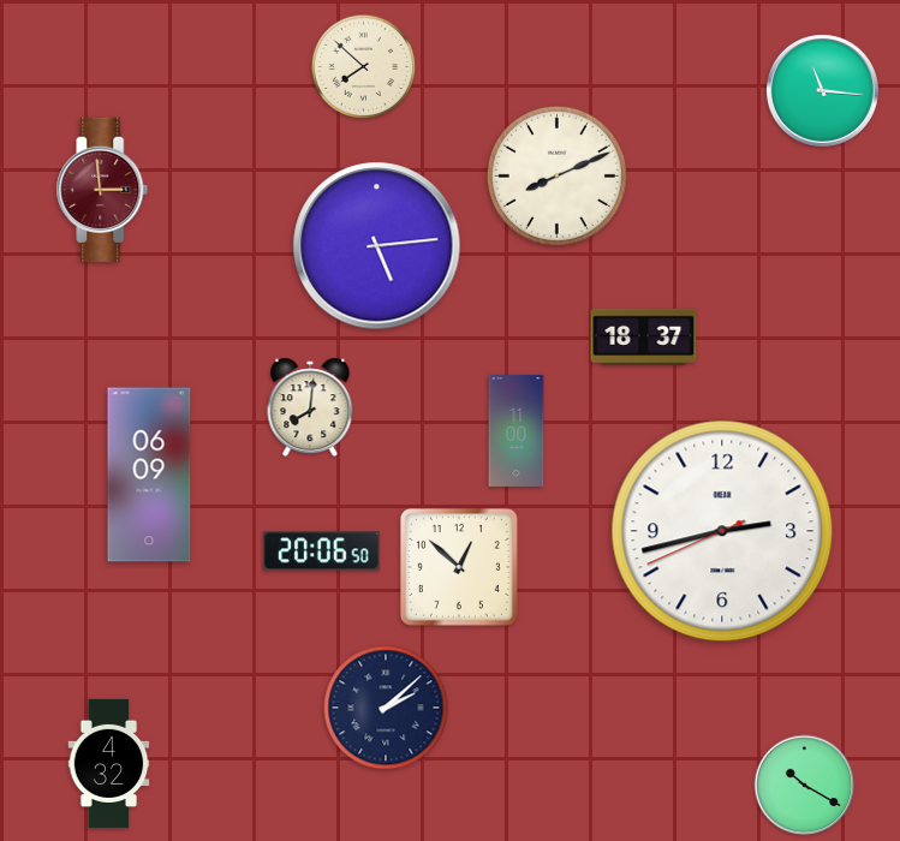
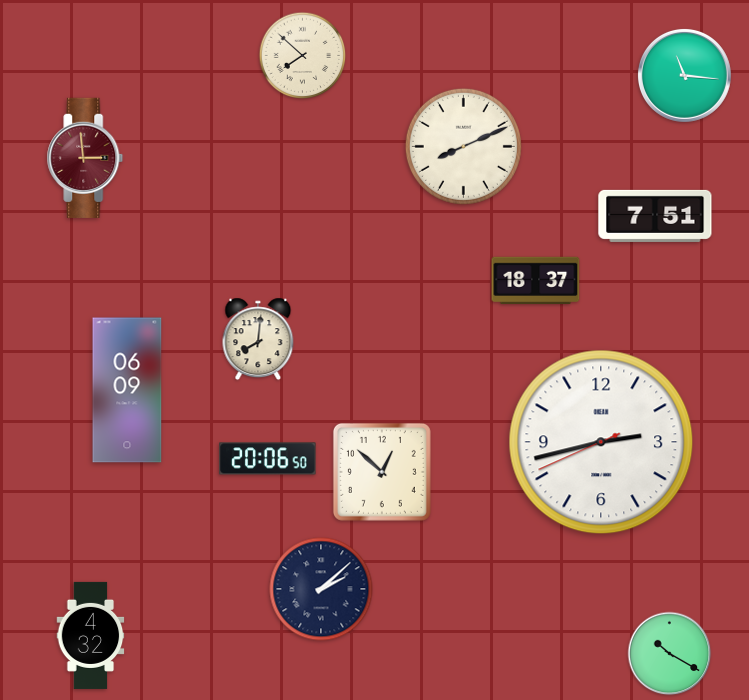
clock at (377, 246): 5:14 -> none
clock at (655, 216): none -> 7:51
clock at (517, 430): 11:00 -> none
clock at (149, 475) position: (149, 475) -> (127, 390)
